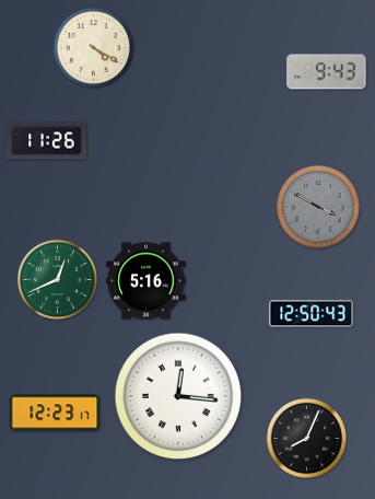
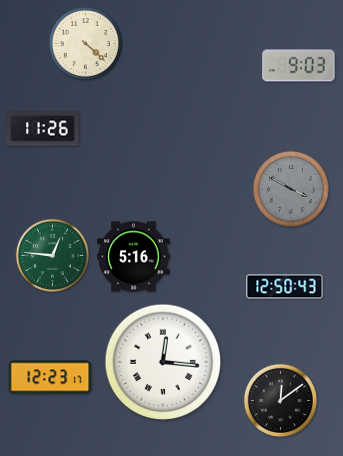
clock at (93, 47): 4:20 -> 4:22
clock at (327, 72): 9:43 -> 9:03
clock at (57, 279): 12:41 -> 12:46
clock at (306, 438): 8:04 -> 12:09
